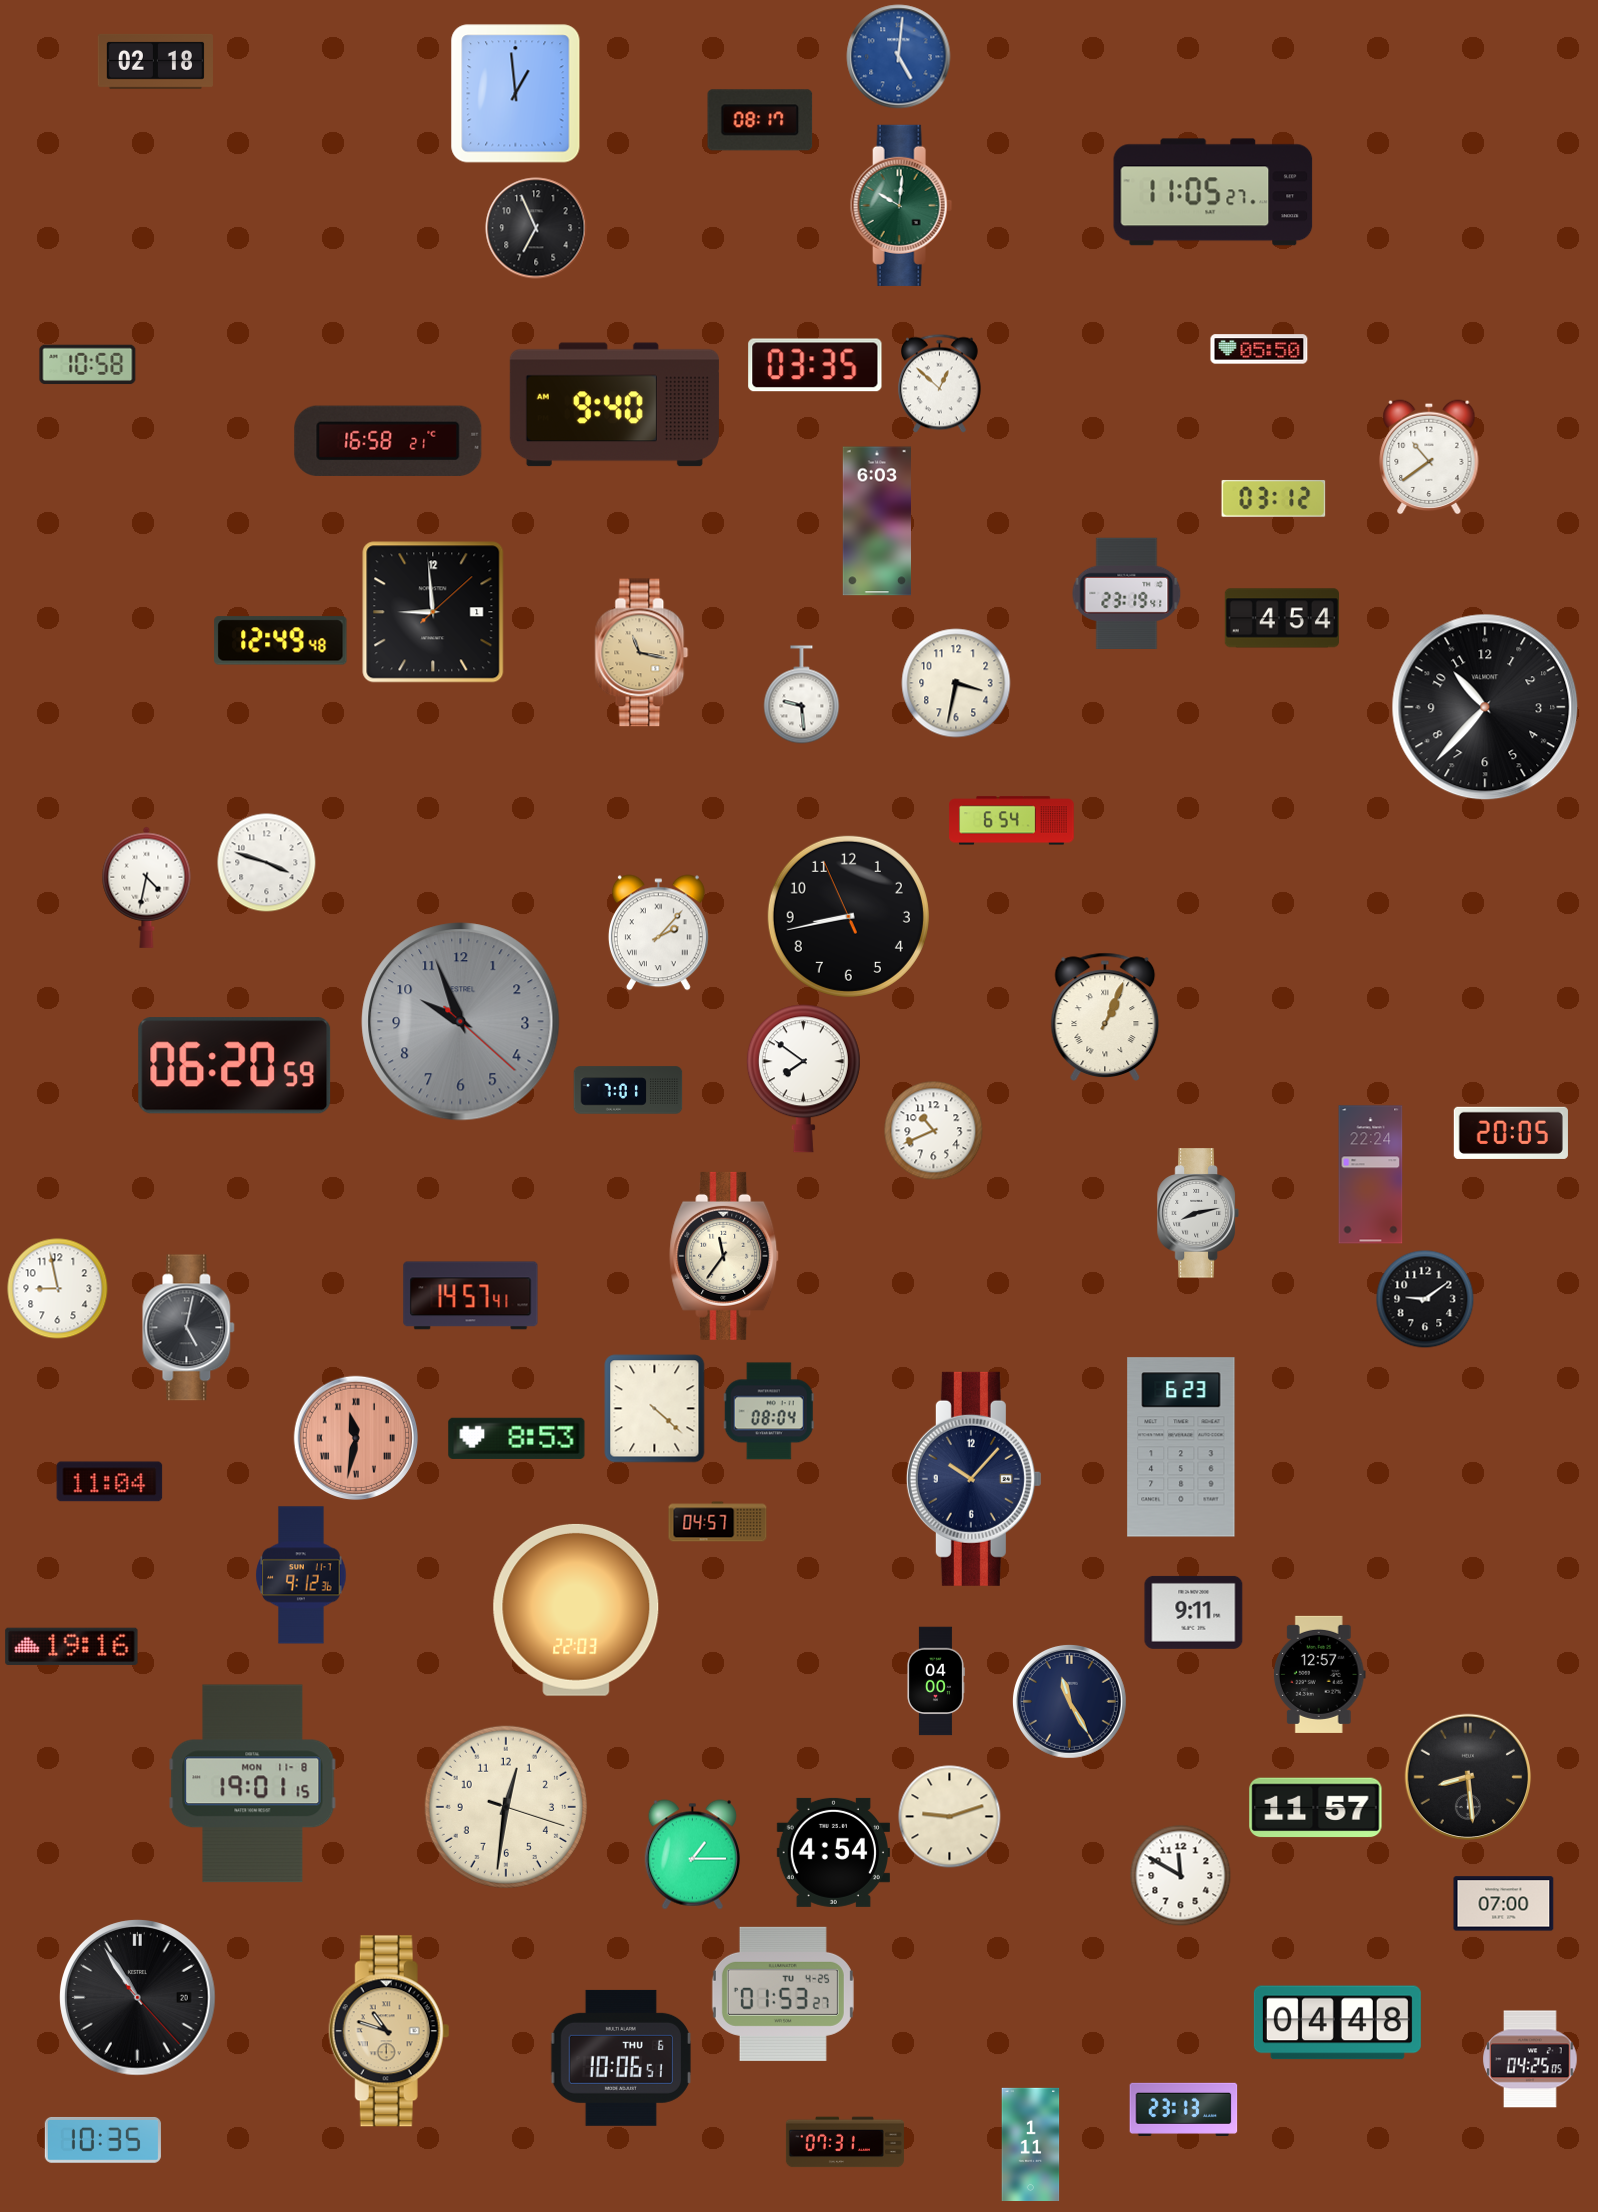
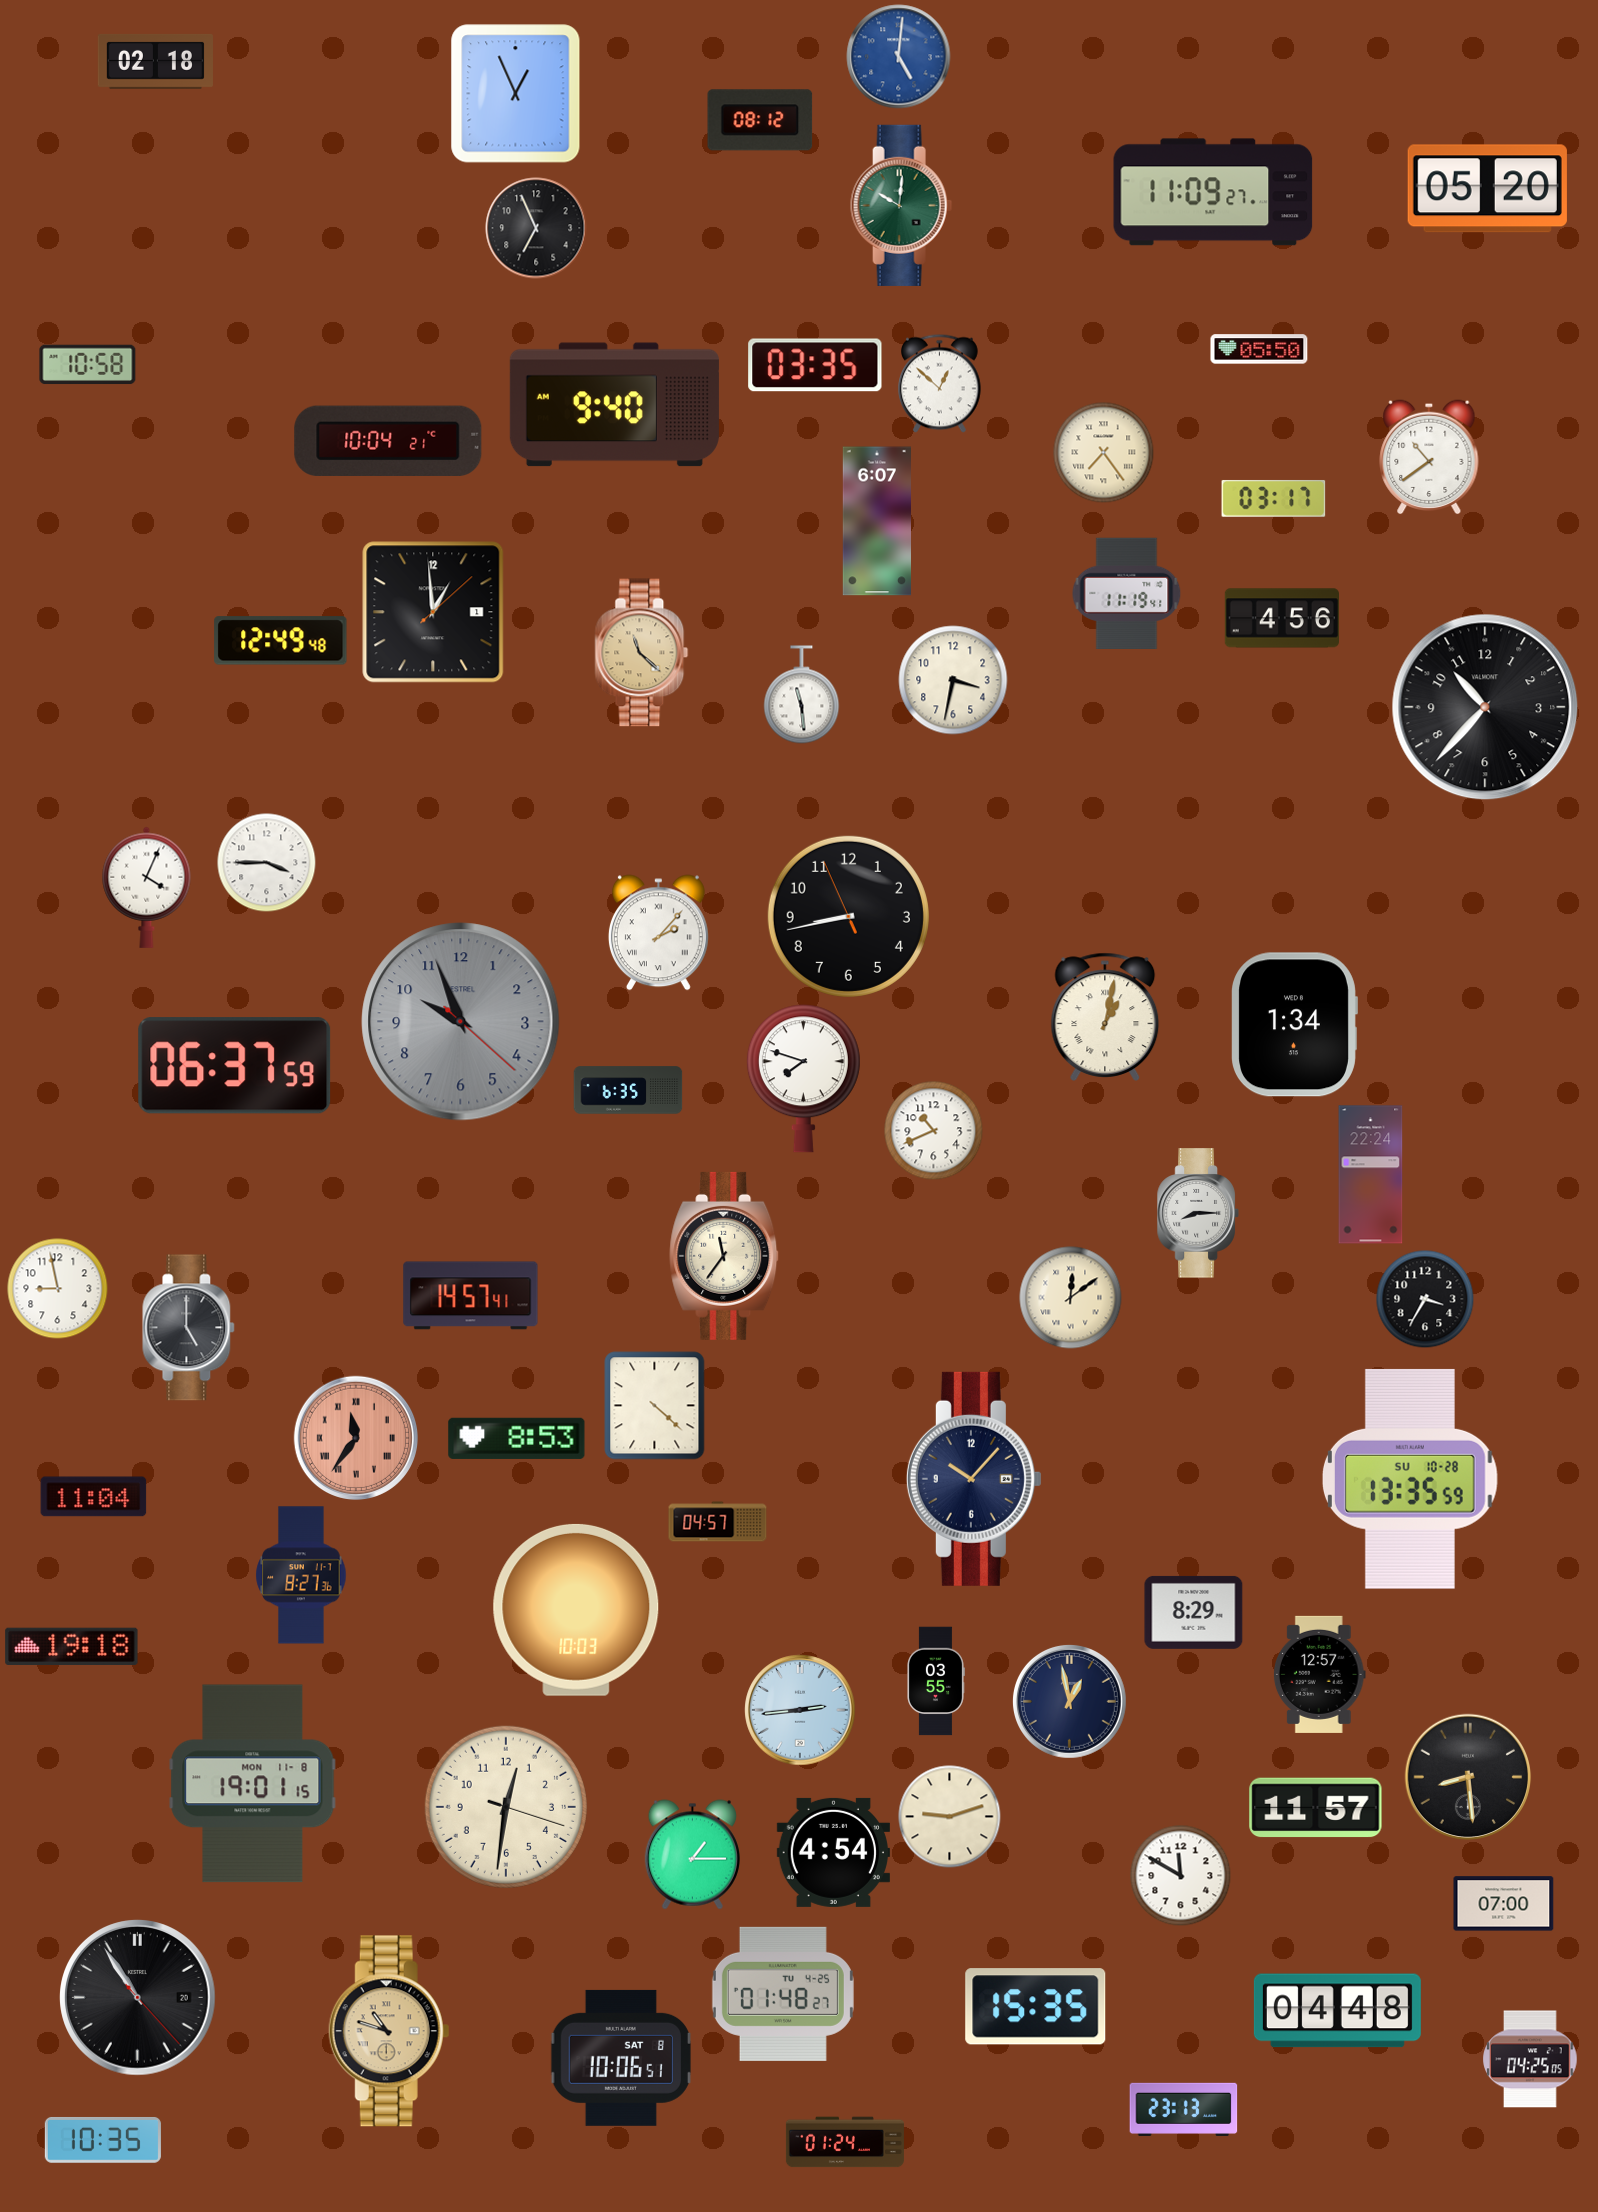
clock at (516, 94): 12:59 -> 12:56
clock at (760, 120): 08:17 -> 08:12
clock at (1487, 189): none -> 05:20
clock at (1213, 192): 11:05 -> 11:09
clock at (388, 441): 16:58 -> 10:04
clock at (1104, 453): none -> 7:24
clock at (1274, 498): 03:12 -> 03:17
clock at (876, 521): 6:03 -> 6:07
clock at (1127, 593): 23:19 -> 11:19
clock at (433, 612): 8:59 -> 12:59
clock at (1282, 618): 4:54 -> 4:56
clock at (642, 653): 11:17 -> 11:22
clock at (956, 683) position: (956, 683) -> (953, 680)
clock at (802, 695): 9:29 -> 11:29
clock at (1012, 821): 6:54 -> none
clock at (267, 863): 3:48 -> 3:45
clock at (147, 887): 4:32 -> 4:04
clock at (1105, 1017): 1:04 -> 1:02
clock at (1295, 1025): none -> 1:34
clock at (235, 1066): 06:20 -> 06:37
clock at (803, 1079): 7:51 -> 7:48
clock at (628, 1090): 7:01 -> 6:35
clock at (1511, 1133): 20:05 -> none
clock at (1198, 1213): 8:13 -> 8:15
clock at (1071, 1298): none -> 12:09
clock at (1425, 1299): 9:09 -> 3:35
clock at (189, 1328): 5:02 -> 5:00
clock at (655, 1409) position: (655, 1409) -> (655, 1406)
clock at (769, 1411): 08:04 -> none
clock at (356, 1438): 11:32 -> 11:36
clock at (1181, 1447): 6:23 -> none
clock at (1410, 1479): none -> 13:35
clock at (110, 1482) position: (110, 1482) -> (94, 1497)
clock at (301, 1575): 9:12 -> 8:27
clock at (576, 1610): 22:03 -> 10:03
clock at (1194, 1612): 9:11 -> 8:29
clock at (72, 1646): 19:16 -> 19:18
clock at (936, 1681): 04:00 -> 03:55
clock at (1069, 1701): 11:25 -> 12:58
clock at (800, 1710): none -> 2:44
clock at (783, 1994): 01:53 -> 01:48
clock at (1036, 2007): none -> 15:35
clock at (1337, 2023) position: (1337, 2023) -> (1337, 2011)
clock at (621, 2058) date: THU 6 -> SAT 8
clock at (845, 2142): 07:31 -> 01:24
clock at (1031, 2144): 1:11 -> none
